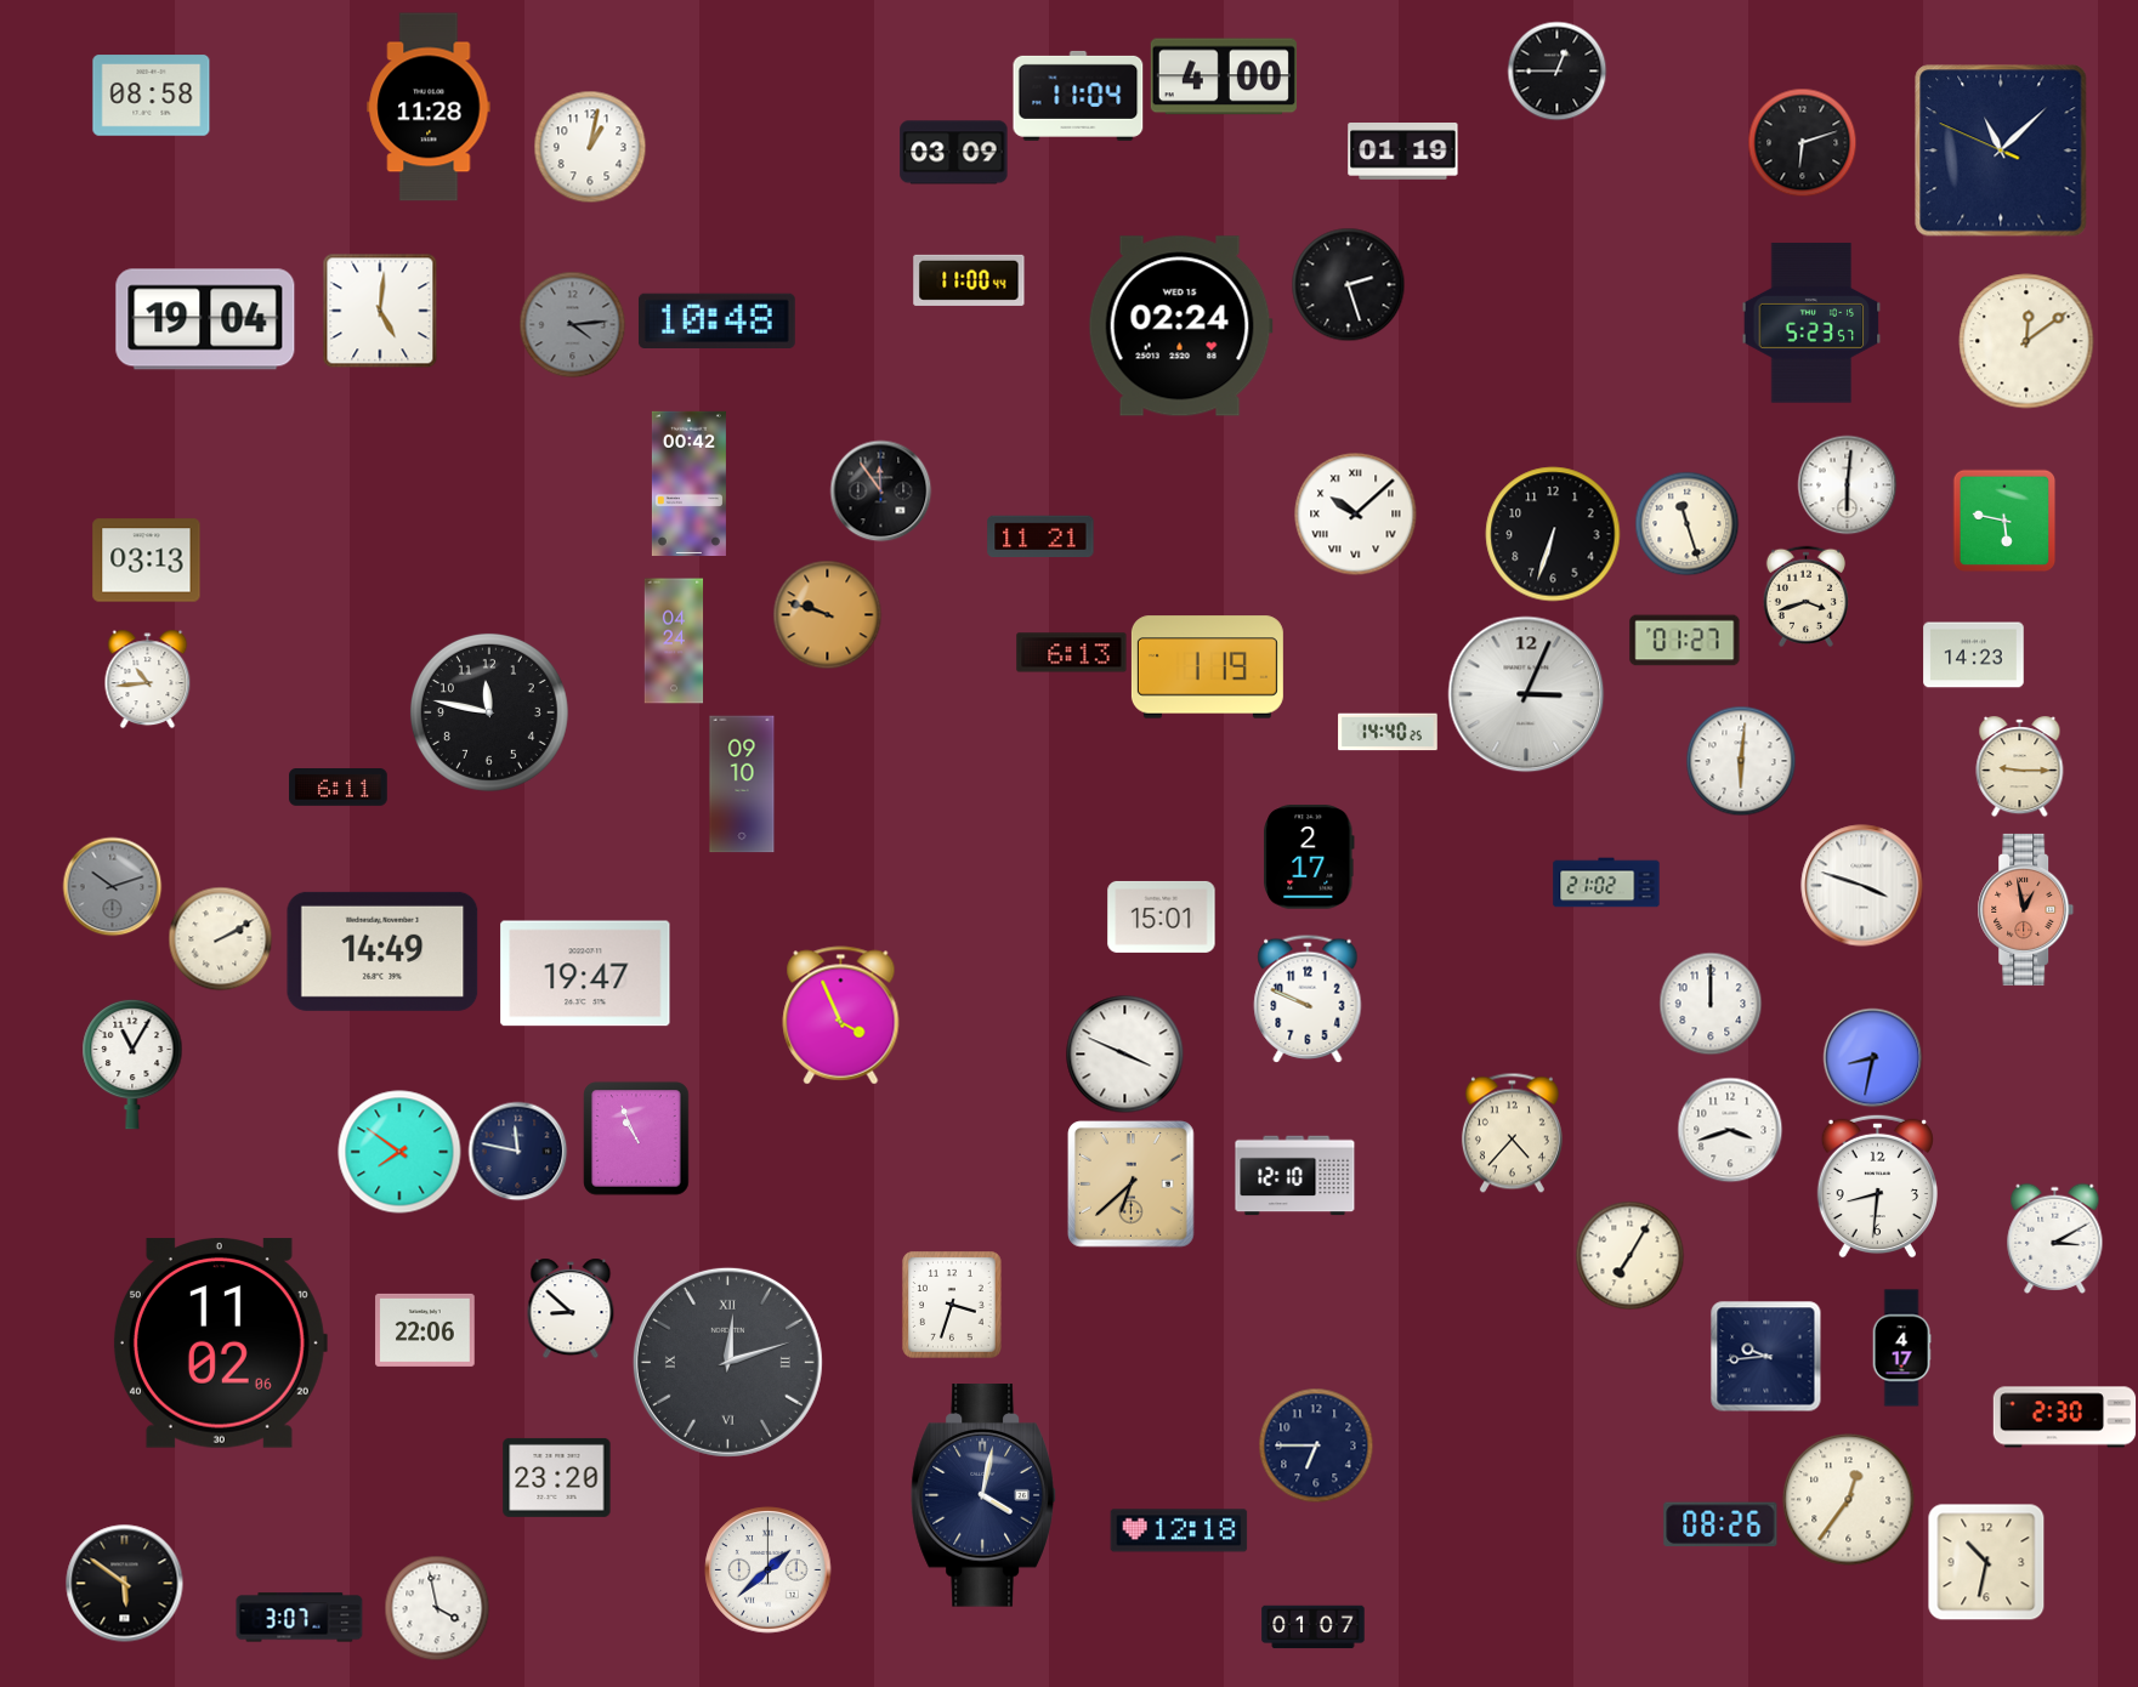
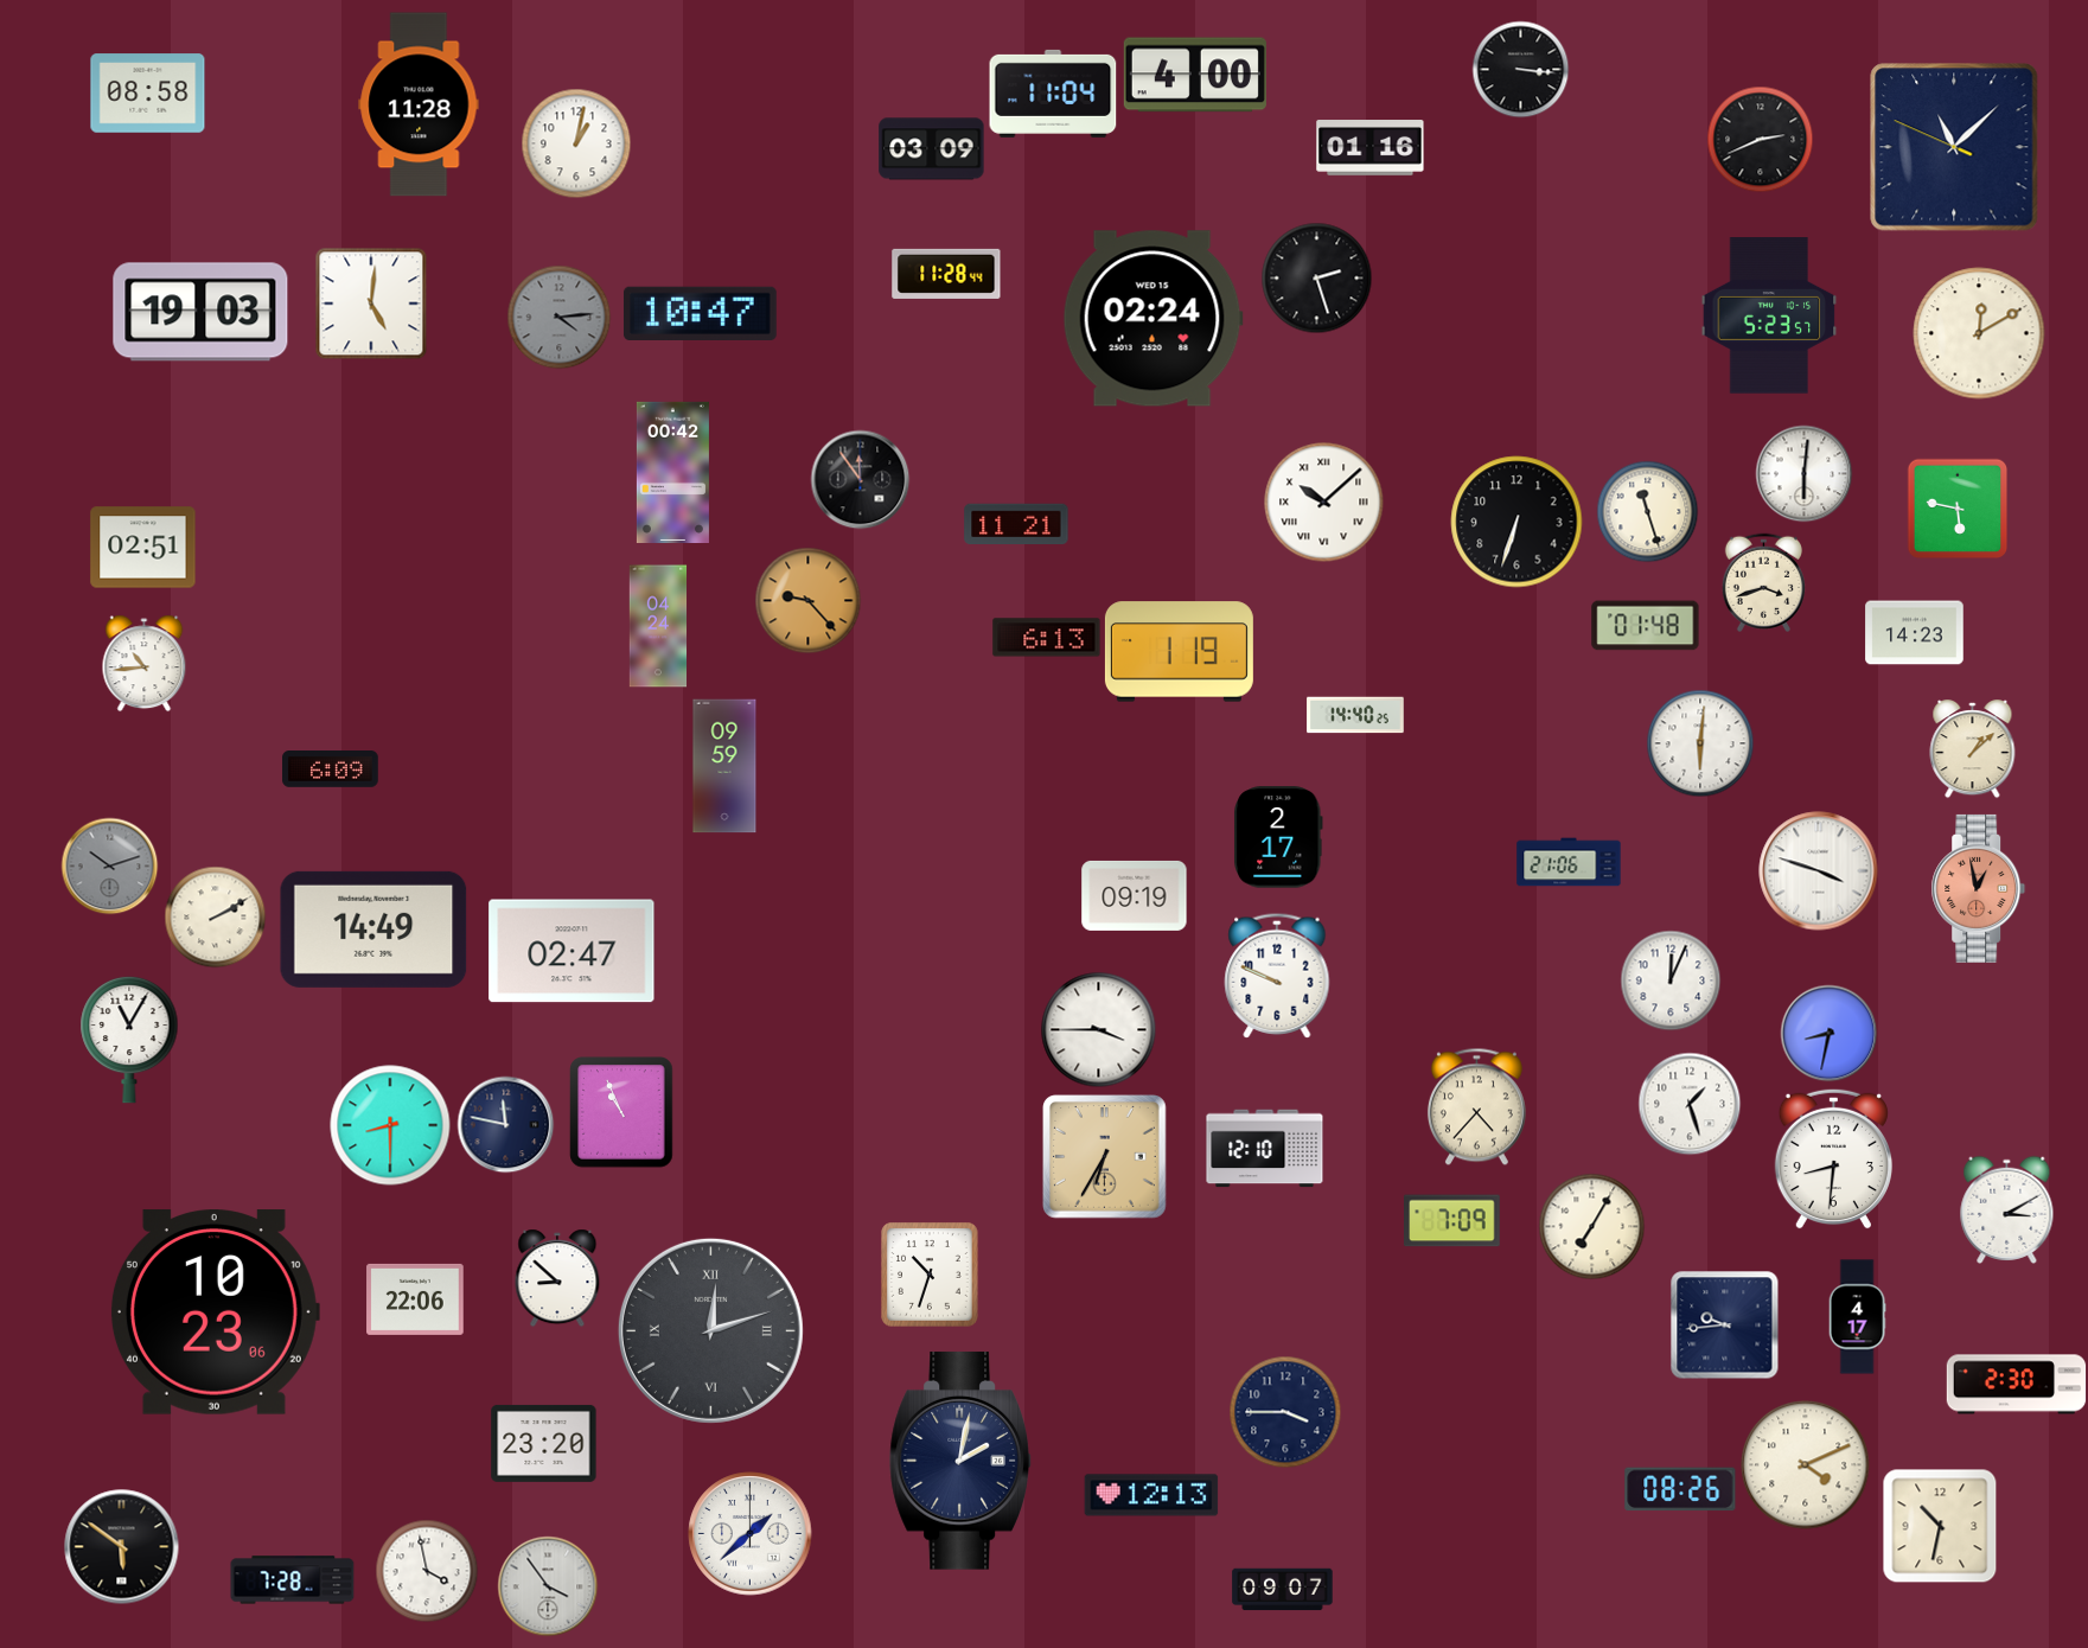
clock at (1556, 70): 12:45 -> 3:16
clock at (1802, 142): 6:12 -> 2:41
clock at (1403, 152): 01:19 -> 01:16
clock at (969, 280): 11:00 -> 11:28
clock at (205, 319): 19:04 -> 19:03
clock at (716, 320): 10:48 -> 10:47
clock at (2026, 341): 12:09 -> 12:10
clock at (147, 561): 03:13 -> 02:51
clock at (827, 614): 9:48 -> 9:23
clock at (1685, 641): 01:27 -> 01:48
clock at (1974, 655) position: (1974, 655) -> (1915, 633)
clock at (1526, 694): 3:04 -> none
clock at (489, 712): 11:47 -> none
clock at (2020, 767): 9:15 -> 1:08
clock at (742, 784): 09:10 -> 09:59
clock at (339, 788): 6:11 -> 6:09
clock at (1606, 882): 21:02 -> 21:06
clock at (1862, 886) position: (1862, 886) -> (1819, 871)
clock at (1162, 916): 15:01 -> 09:19
clock at (585, 973): 19:47 -> 02:47
clock at (1711, 1004): 12:00 -> 12:04
clock at (841, 1016): 3:56 -> none
clock at (1124, 1053): 3:49 -> 3:45
clock at (1730, 1130): 3:42 -> 1:27
clock at (399, 1152): 7:51 -> 8:30
clock at (1132, 1185): 6:38 -> 6:35
clock at (1452, 1221): none -> 7:09
clock at (952, 1305): 3:33 -> 10:33
clock at (220, 1344): 11:02 -> 10:23
clock at (1316, 1445): 6:45 -> 3:45
clock at (983, 1495): 4:02 -> 2:02
clock at (1849, 1500): 12:36 -> 4:11
clock at (1179, 1530): 12:18 -> 12:13
clock at (300, 1618): 3:07 -> 7:28
clock at (548, 1586): none -> 3:54
clock at (1314, 1628): 01:07 -> 09:07
